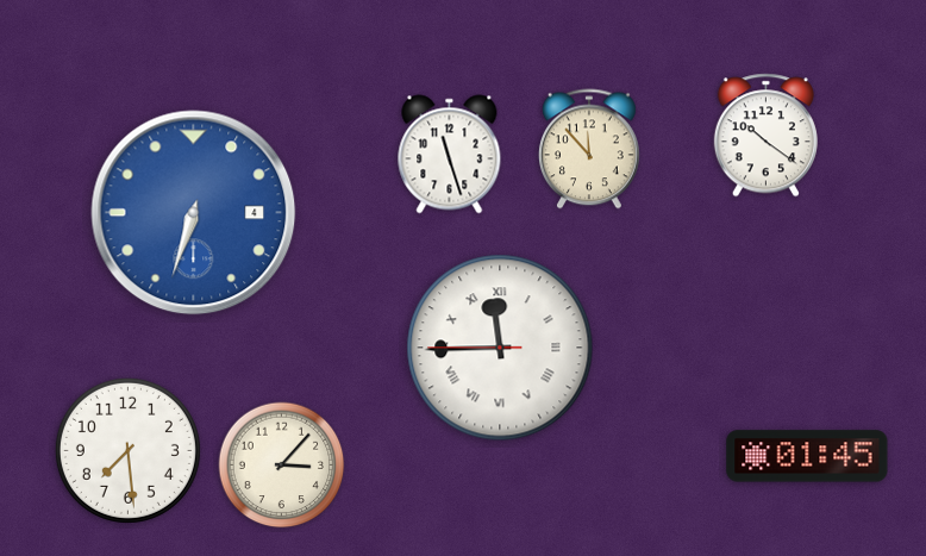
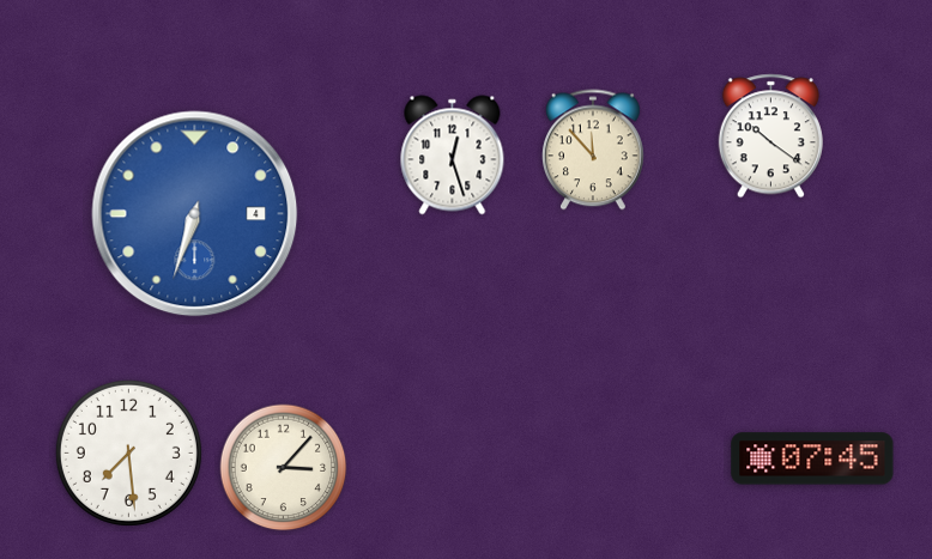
clock at (450, 155): 11:27 -> 12:27
clock at (500, 348): 11:44 -> none
clock at (807, 456): 01:45 -> 07:45
